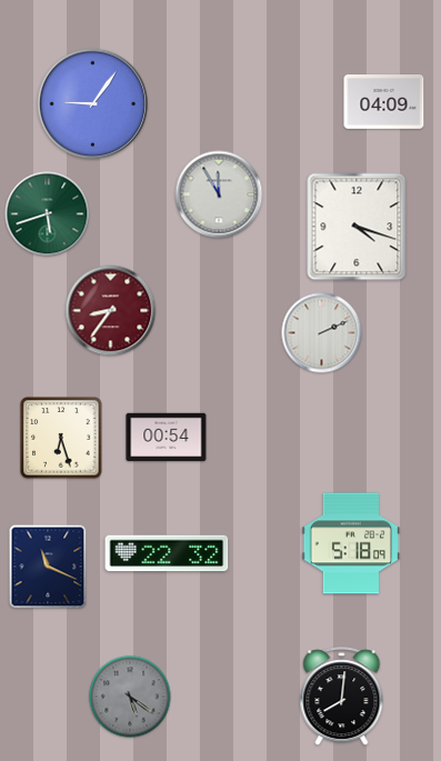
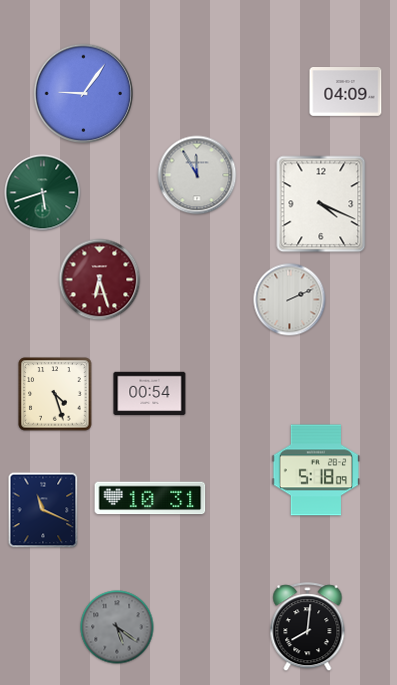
clock at (357, 227): 4:18 -> 4:19
clock at (111, 311): 8:36 -> 6:27
clock at (61, 438): 6:27 -> 4:27
clock at (350, 543) position: (350, 543) -> (315, 470)
clock at (167, 553): 22:32 -> 10:31
